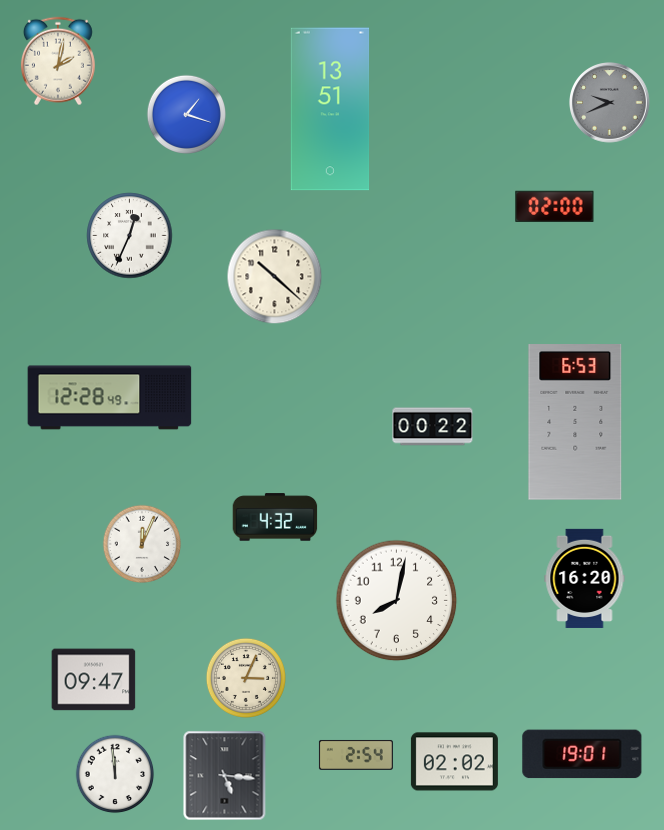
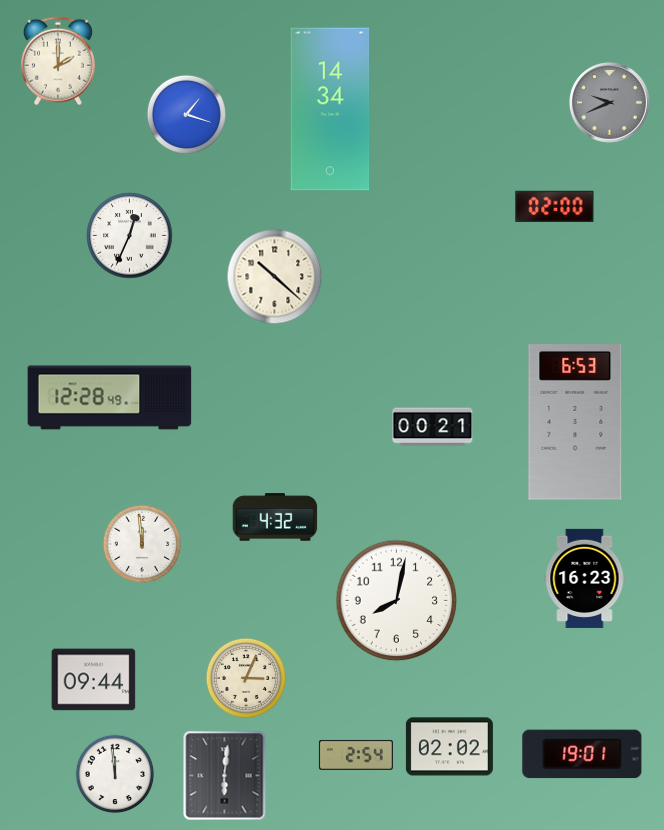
clock at (58, 61): 2:02 -> 2:00
clock at (330, 109): 13:51 -> 14:34
clock at (433, 427): 00:22 -> 00:21
clock at (142, 544): 12:04 -> 11:59
clock at (585, 578): 16:20 -> 16:23
clock at (94, 680): 09:47 -> 09:44
clock at (454, 762) position: (454, 762) -> (449, 747)
clock at (225, 776): 5:16 -> 6:01
